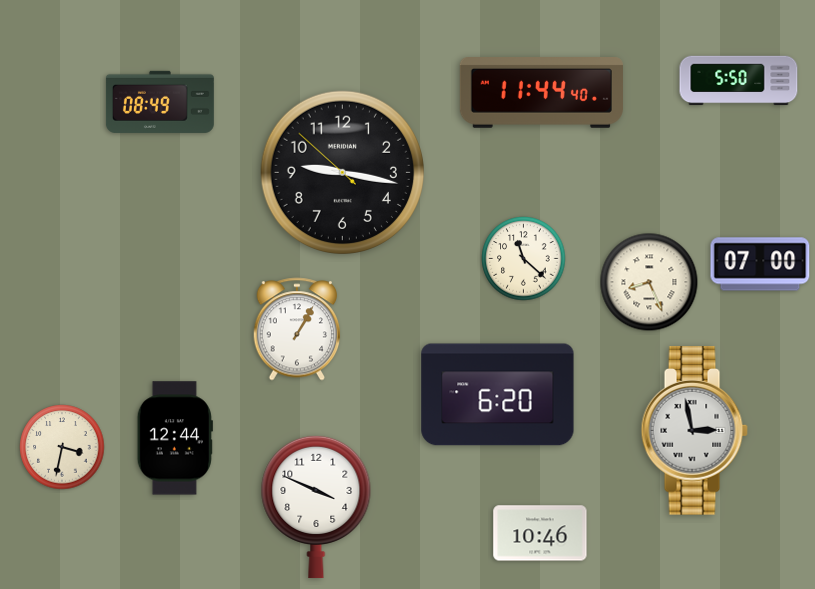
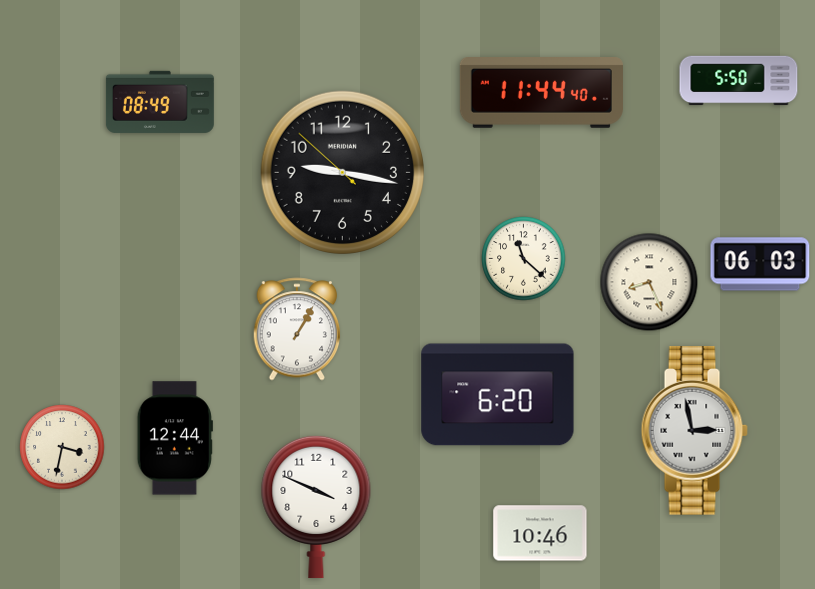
clock at (760, 264): 07:00 -> 06:03
